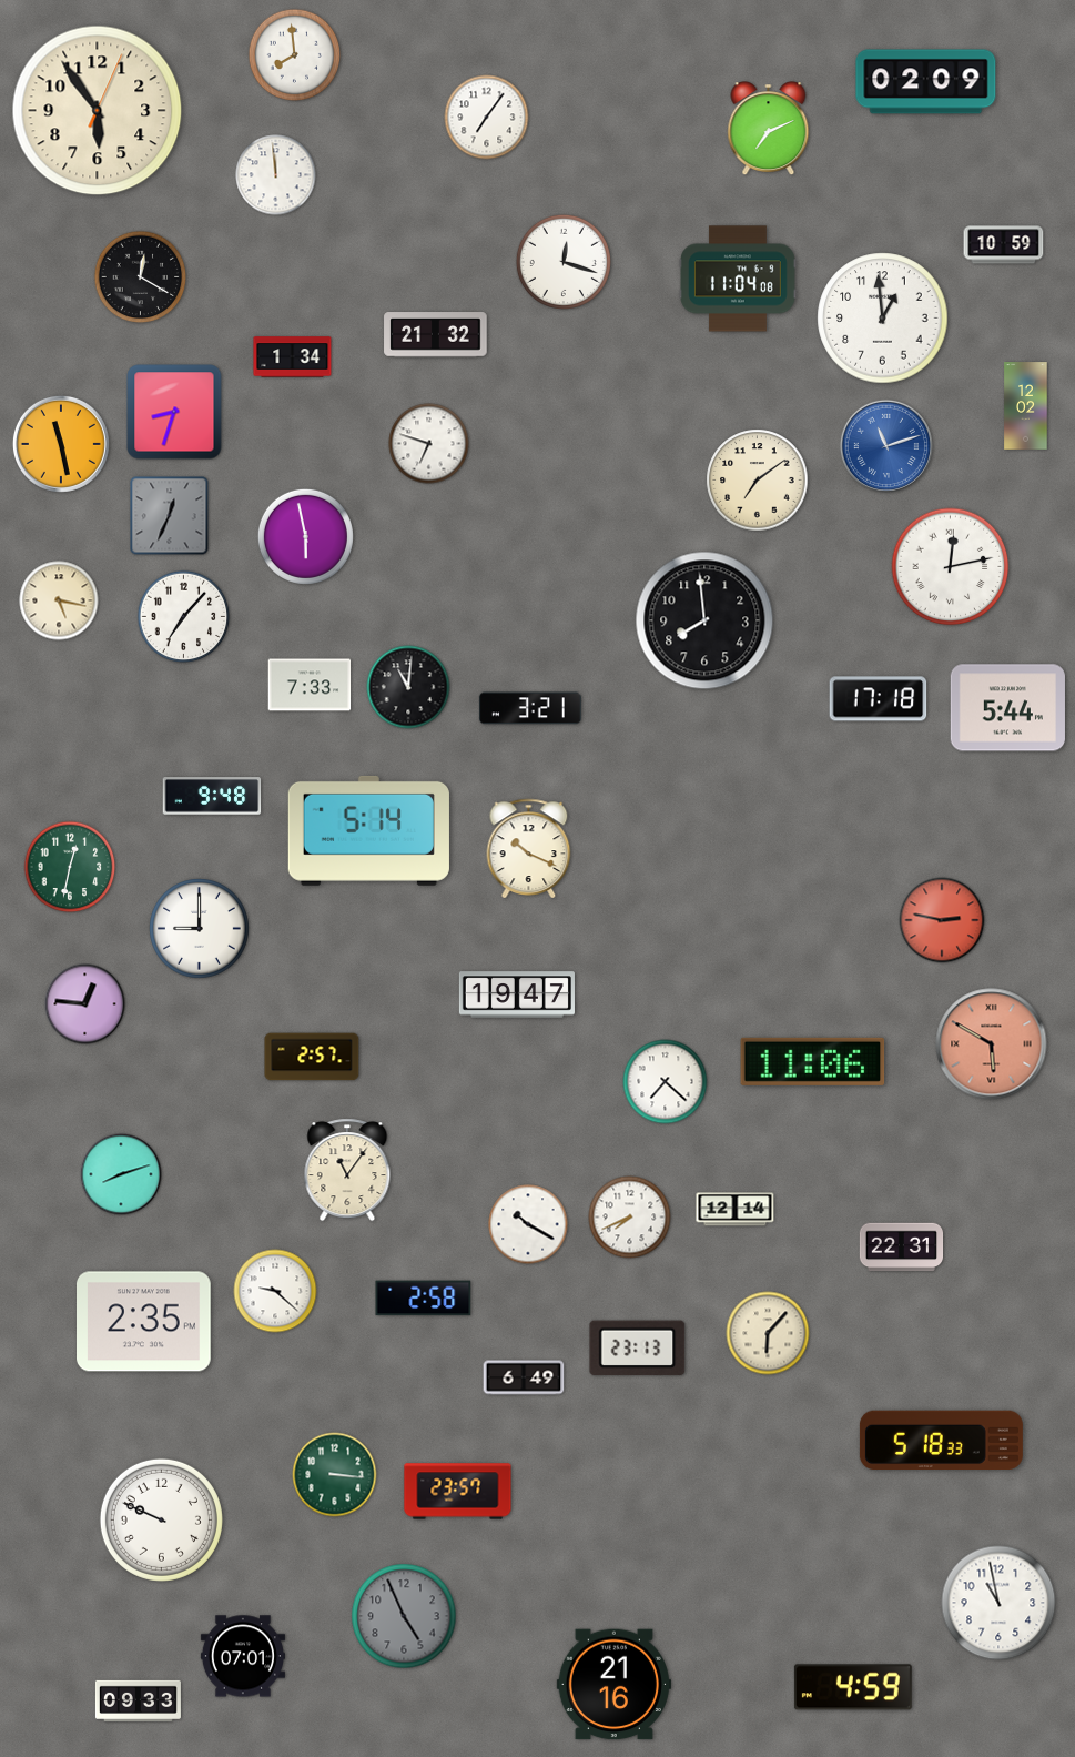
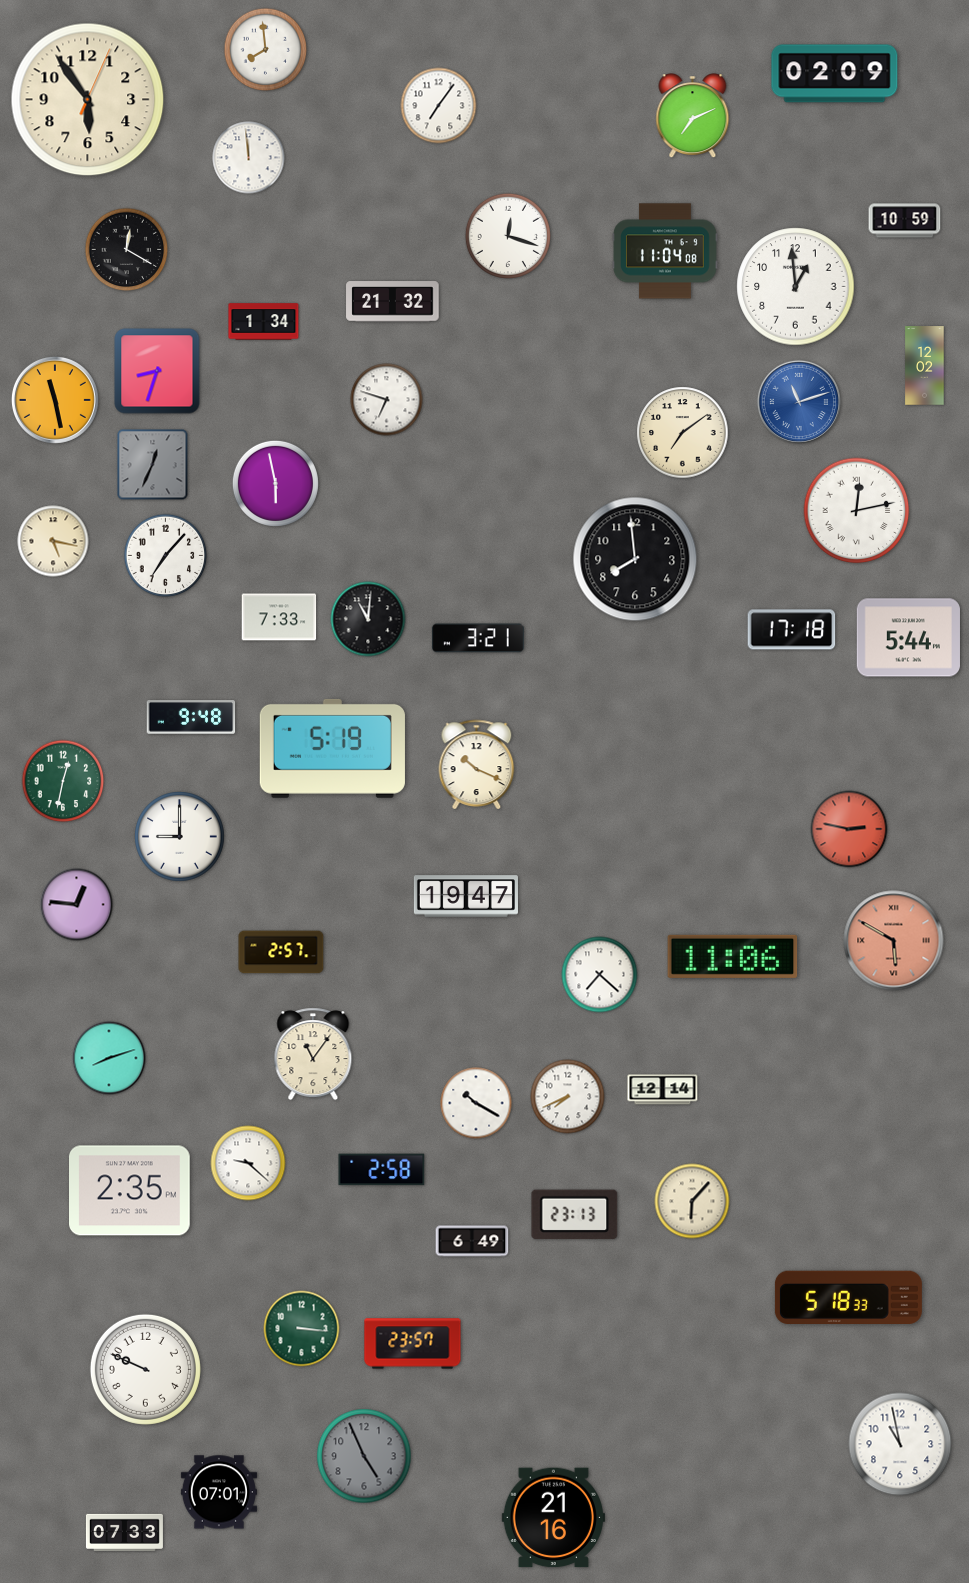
clock at (368, 830): 5:14 -> 5:19
clock at (902, 1248): 22:31 -> none
clock at (853, 1687): 4:59 -> none
clock at (138, 1700): 09:33 -> 07:33
